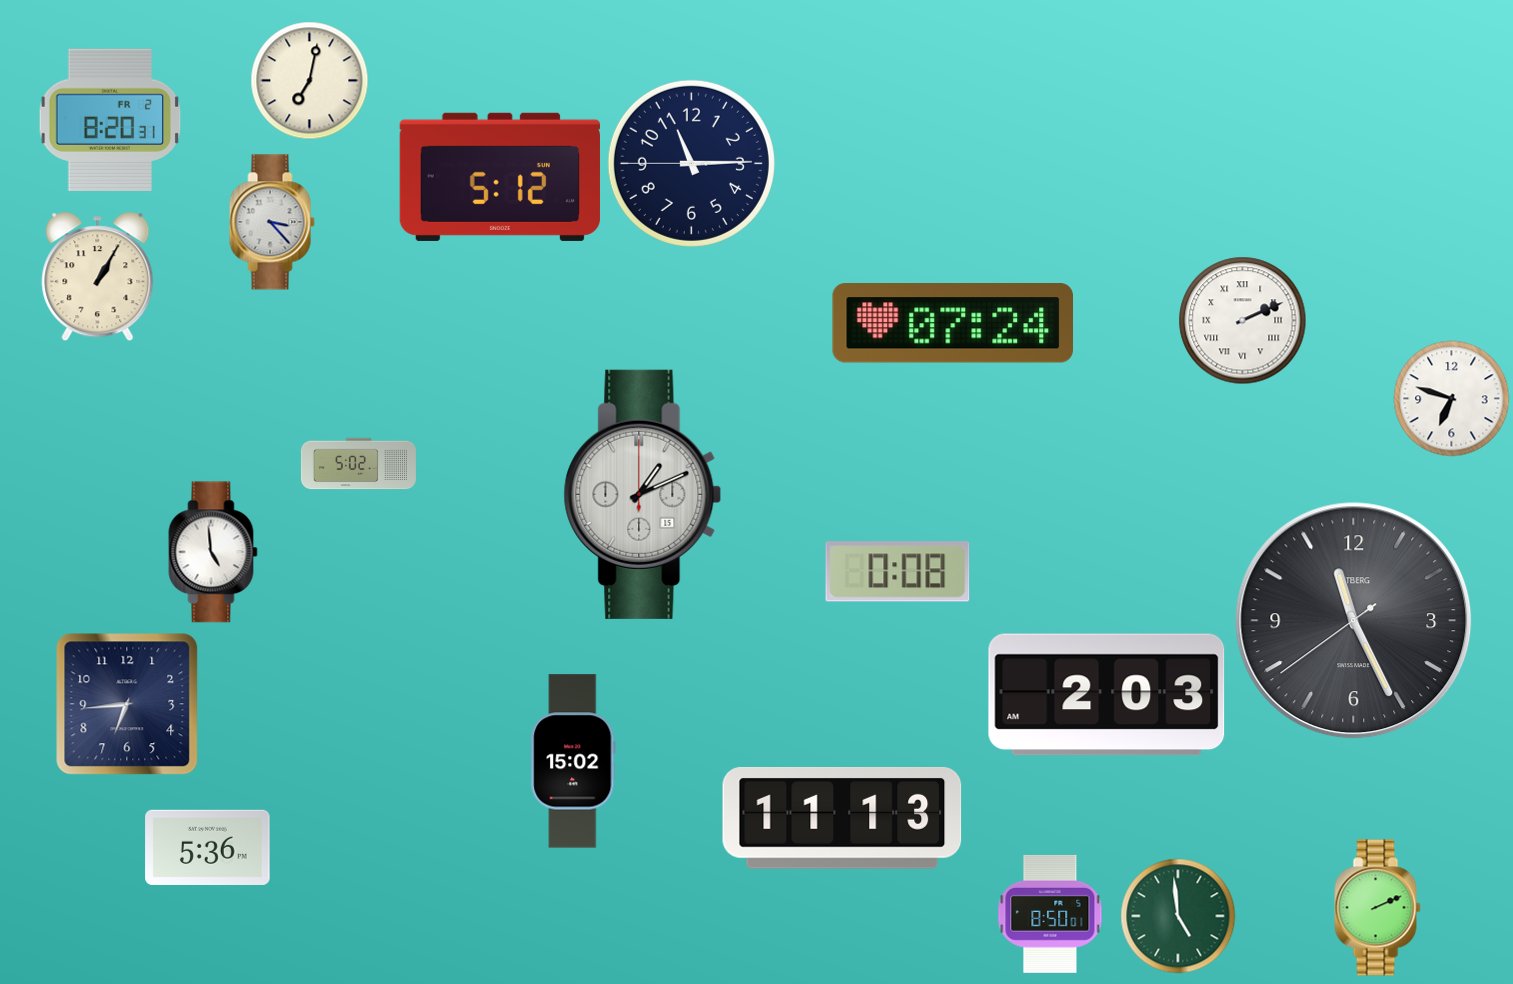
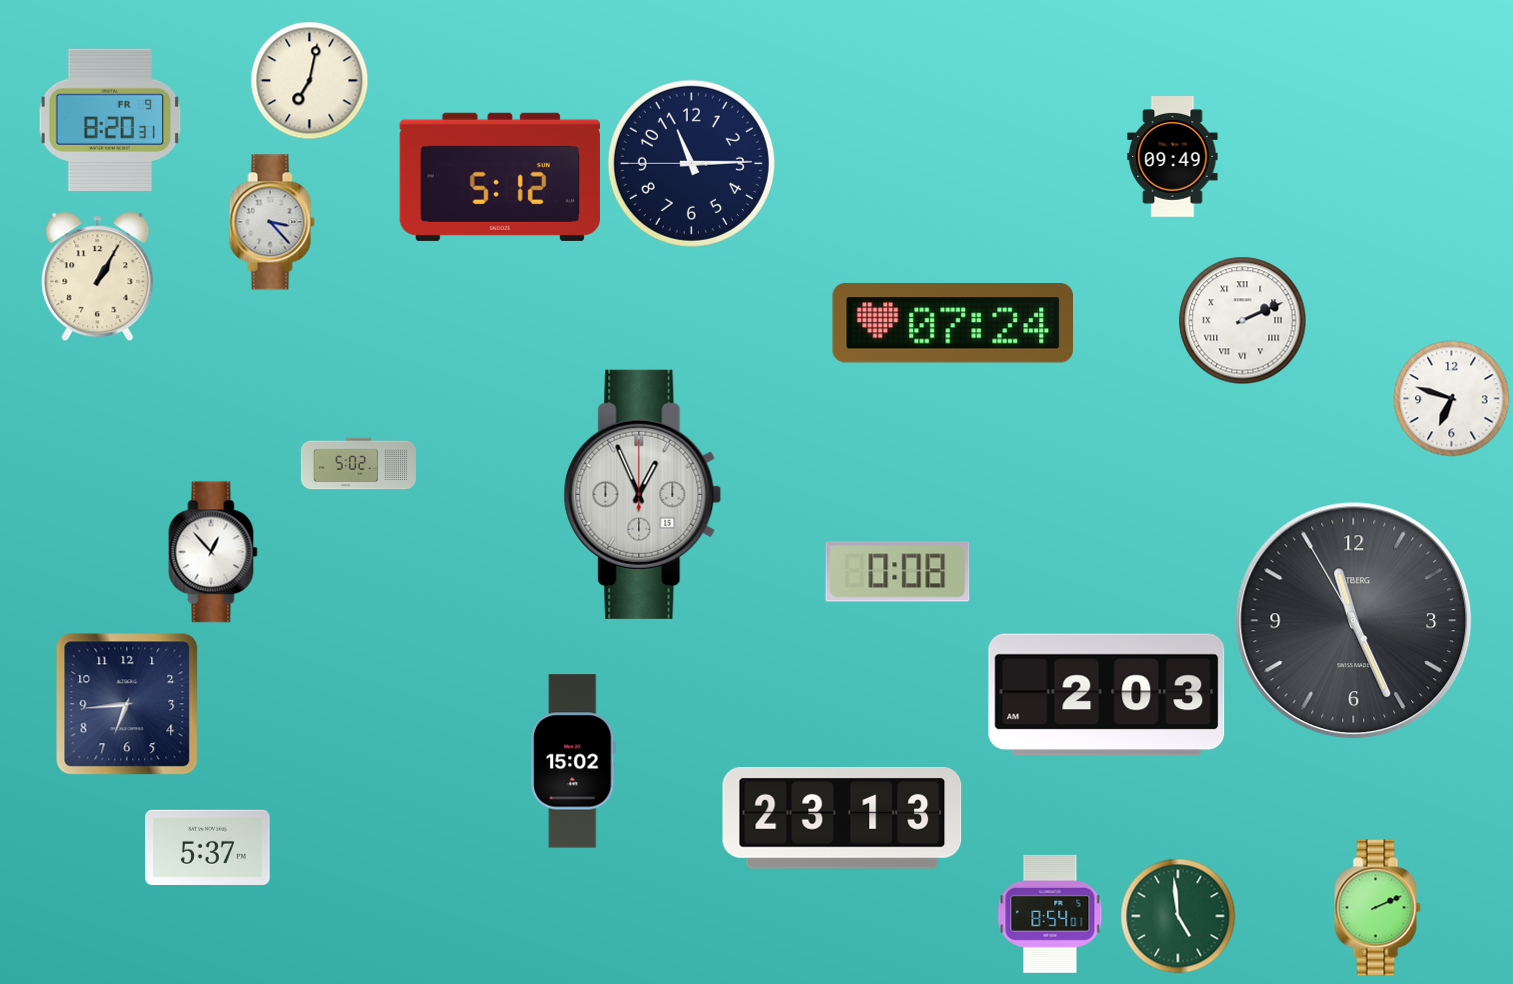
clock at (110, 120) date: FR 2 -> FR 9
clock at (1173, 157): none -> 09:49
clock at (643, 494): 1:11 -> 12:56
clock at (213, 552): 4:59 -> 12:53
clock at (1354, 621): 11:25:39 -> 11:25:55
clock at (842, 819): 11:13 -> 23:13
clock at (208, 847): 5:36 -> 5:37
clock at (1050, 914): 8:50 -> 8:54
